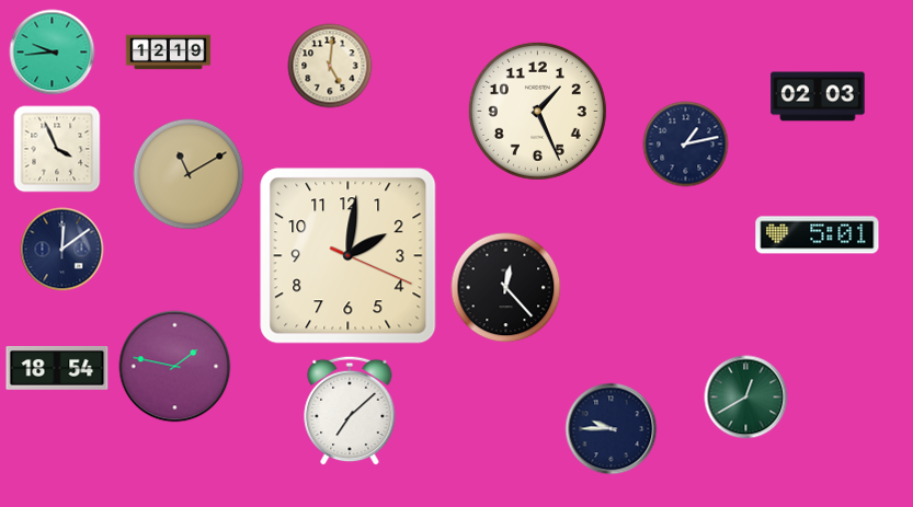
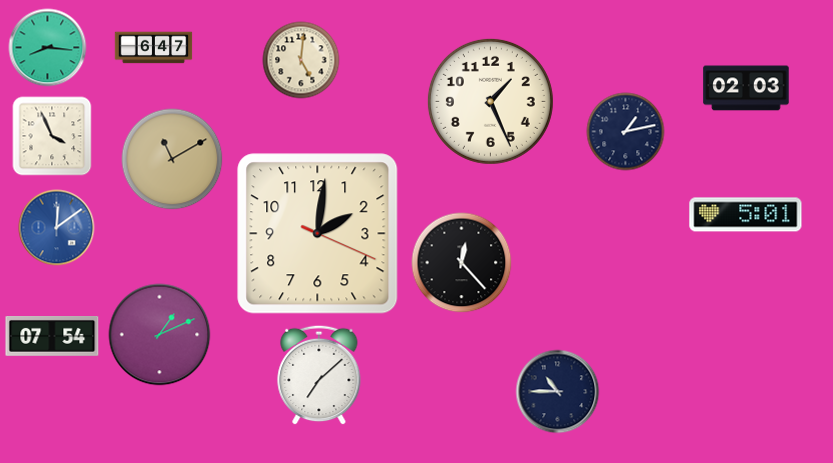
clock at (53, 53): 9:44 -> 8:16
clock at (169, 53): 12:19 -> 6:47
clock at (62, 250) dial: navy -> blue
clock at (175, 367): 1:47 -> 1:11
clock at (57, 369): 18:54 -> 07:54
clock at (746, 397): 12:40 -> none
clock at (612, 429): 9:45 -> 10:45
